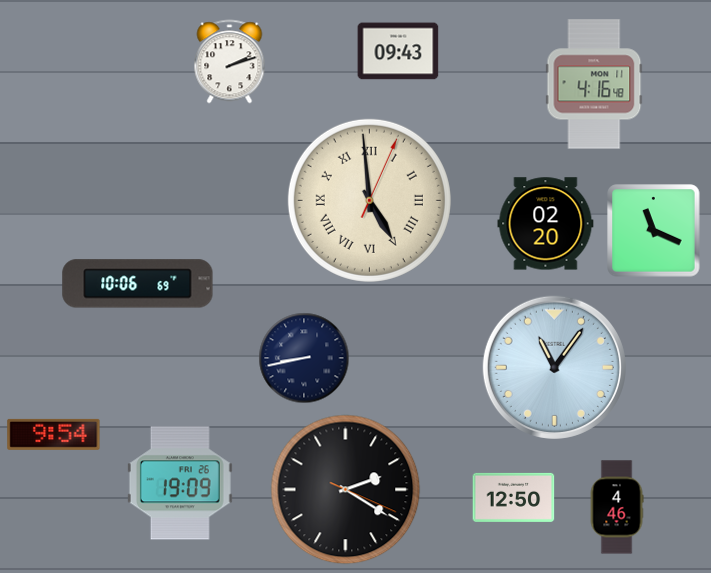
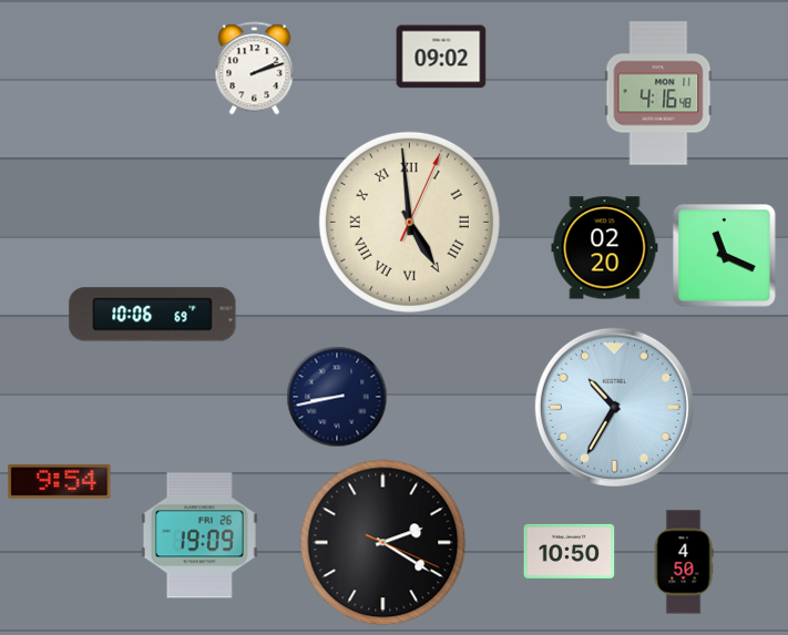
clock at (398, 51): 09:43 -> 09:02
clock at (554, 367): 11:06 -> 10:35
clock at (514, 497): 12:50 -> 10:50
clock at (617, 507): 4:46 -> 4:50
